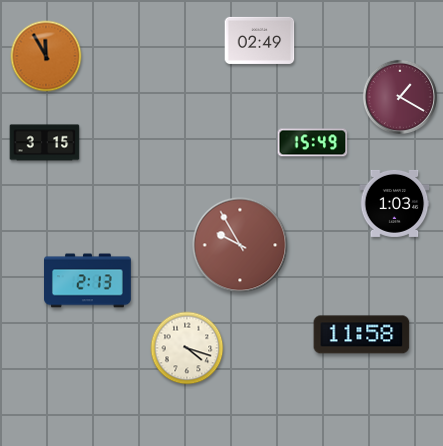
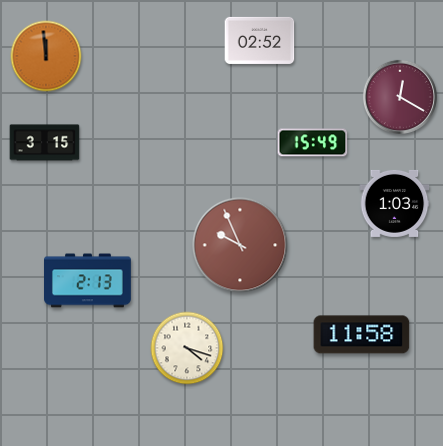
clock at (260, 40): 02:49 -> 02:52
clock at (46, 56): 11:55 -> 11:59
clock at (400, 97): 1:20 -> 12:20
clock at (240, 245): 9:55 -> 9:56
